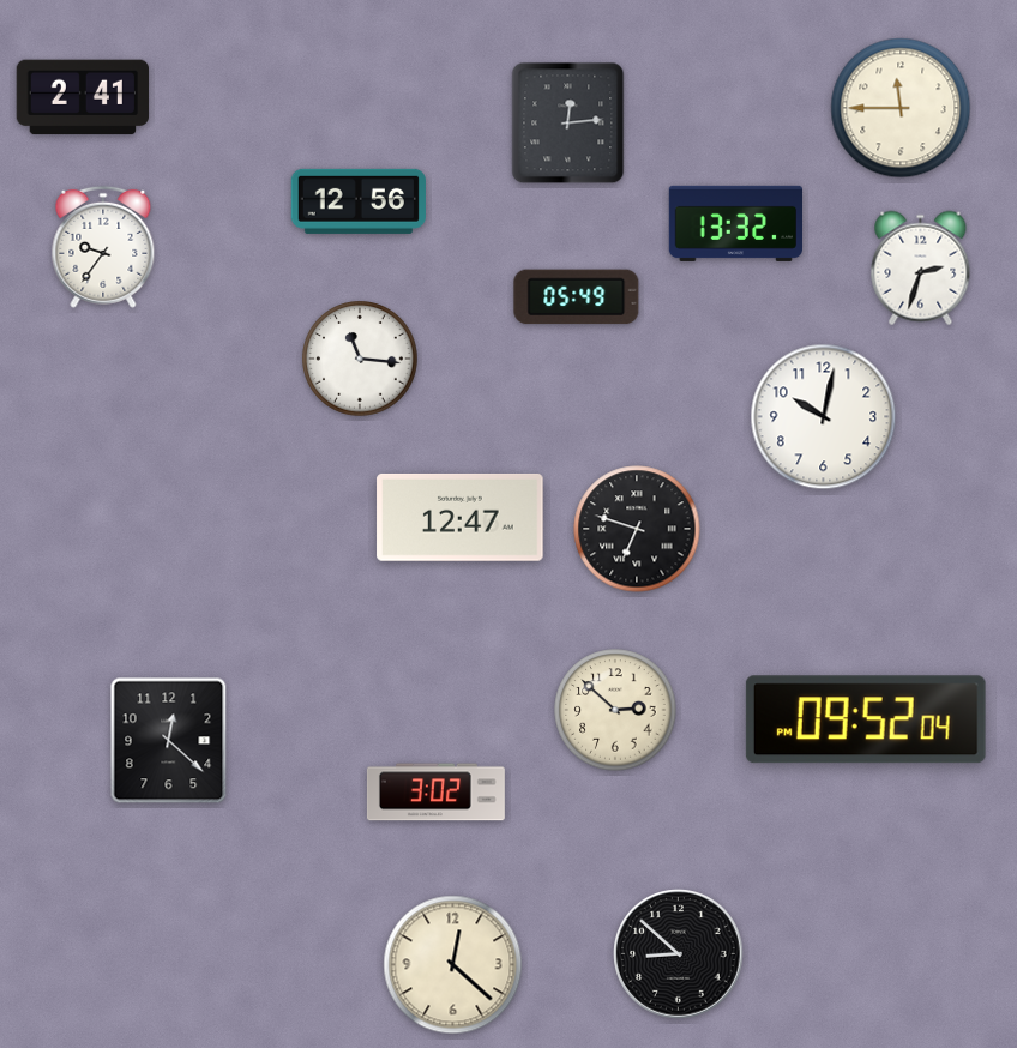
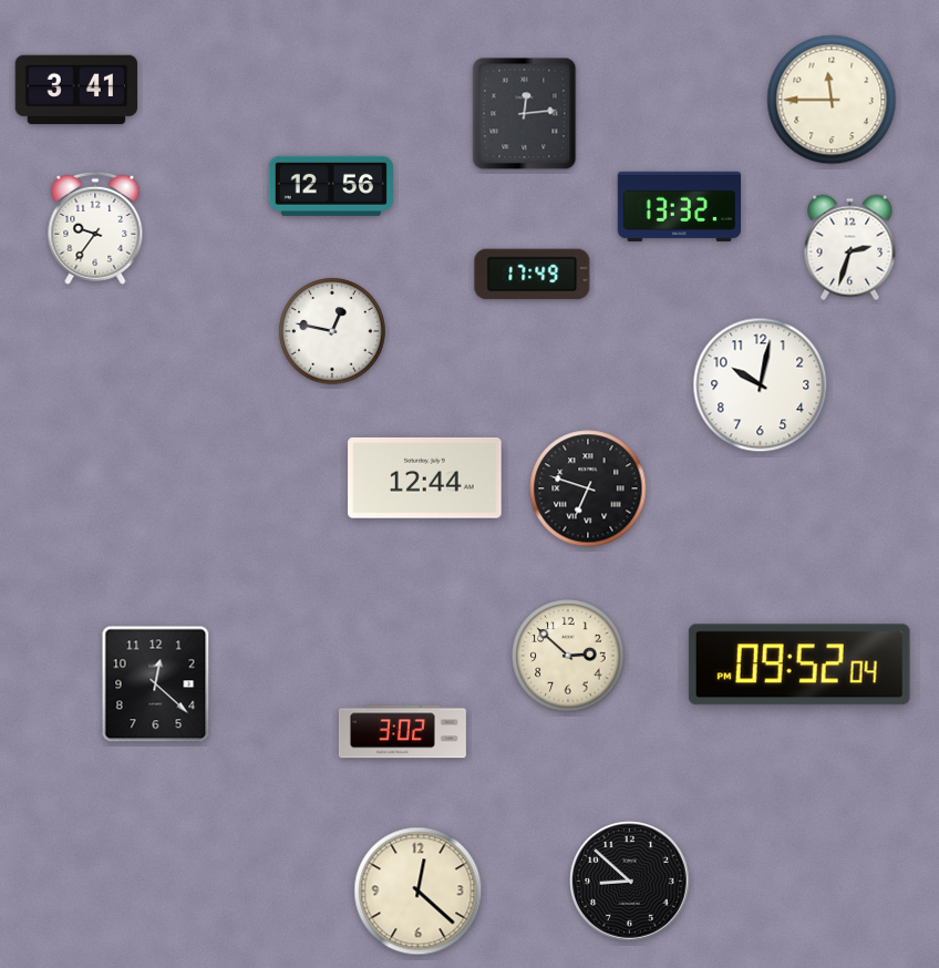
clock at (83, 97): 2:41 -> 3:41
clock at (577, 297): 05:49 -> 17:49
clock at (360, 359): 11:16 -> 12:47
clock at (461, 517): 12:47 -> 12:44
clock at (679, 954) position: (679, 954) -> (630, 882)
